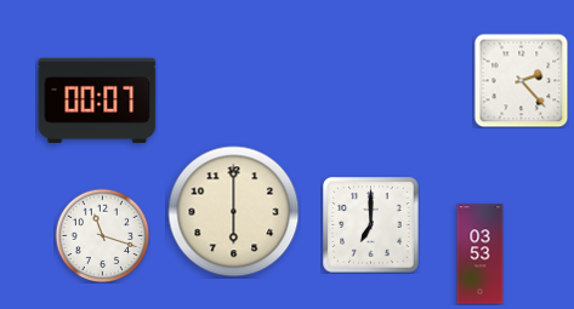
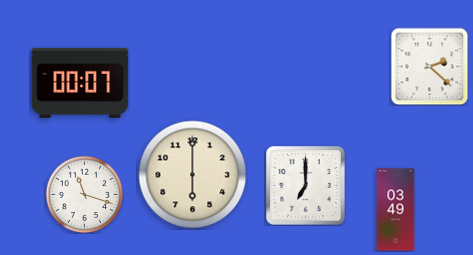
clock at (521, 80): 2:23 -> 2:22
clock at (481, 254): 03:53 -> 03:49
